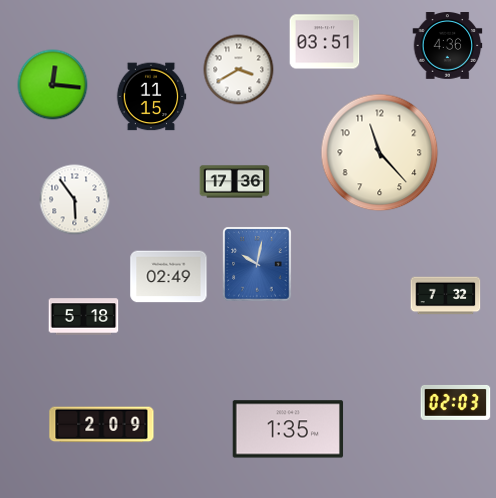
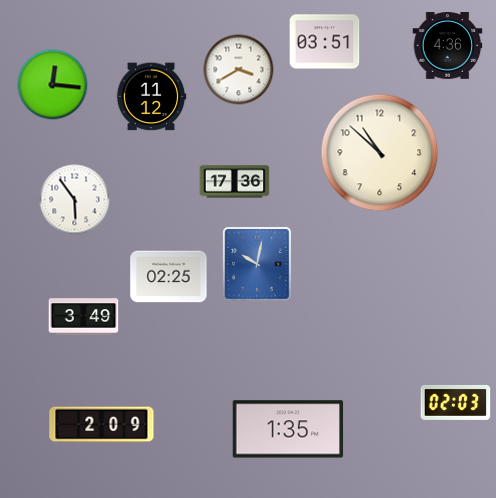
clock at (151, 97): 11:15 -> 11:12
clock at (380, 153): 11:23 -> 10:52
clock at (169, 277): 02:49 -> 02:25
clock at (446, 296): 7:32 -> none
clock at (84, 317): 5:18 -> 3:49
